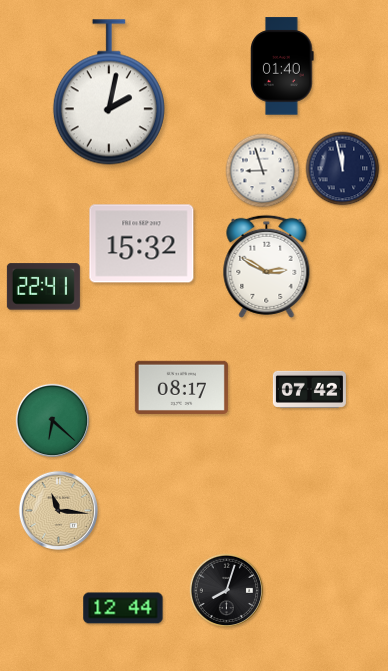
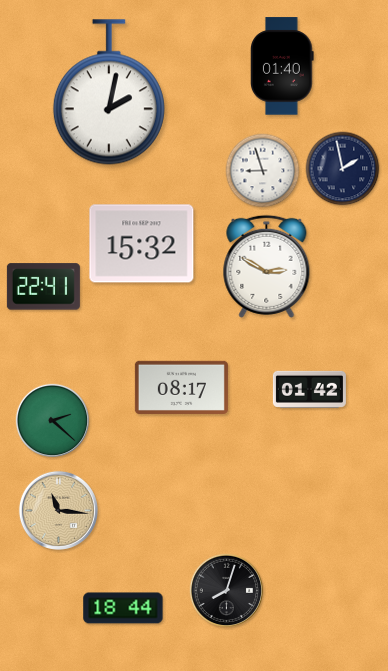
clock at (343, 169): 11:58 -> 1:58
clock at (309, 389): 07:42 -> 01:42
clock at (52, 420): 6:22 -> 2:22
clock at (123, 608): 12:44 -> 18:44
